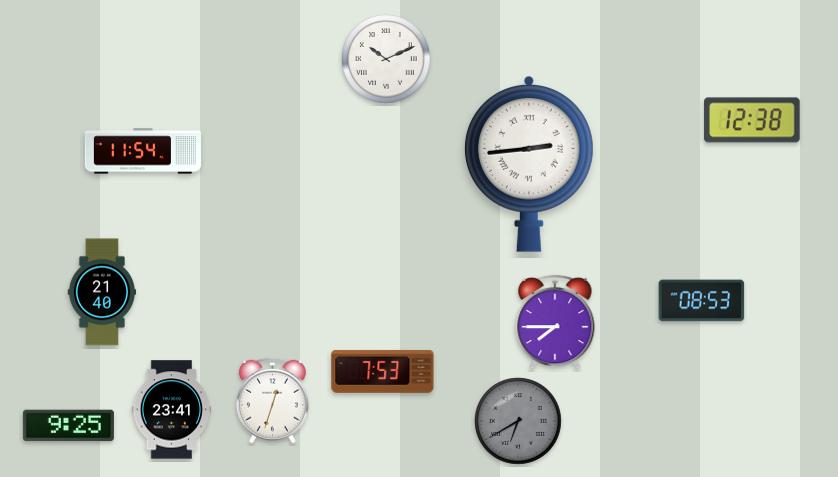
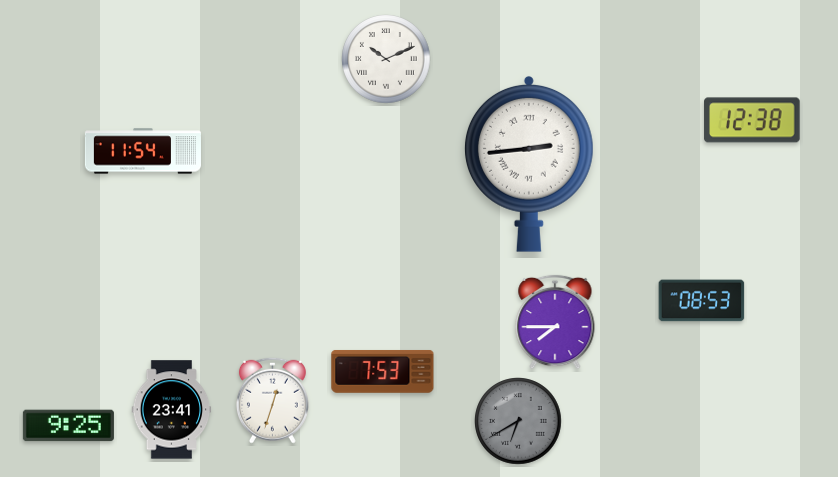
clock at (101, 292): 21:40 -> none
